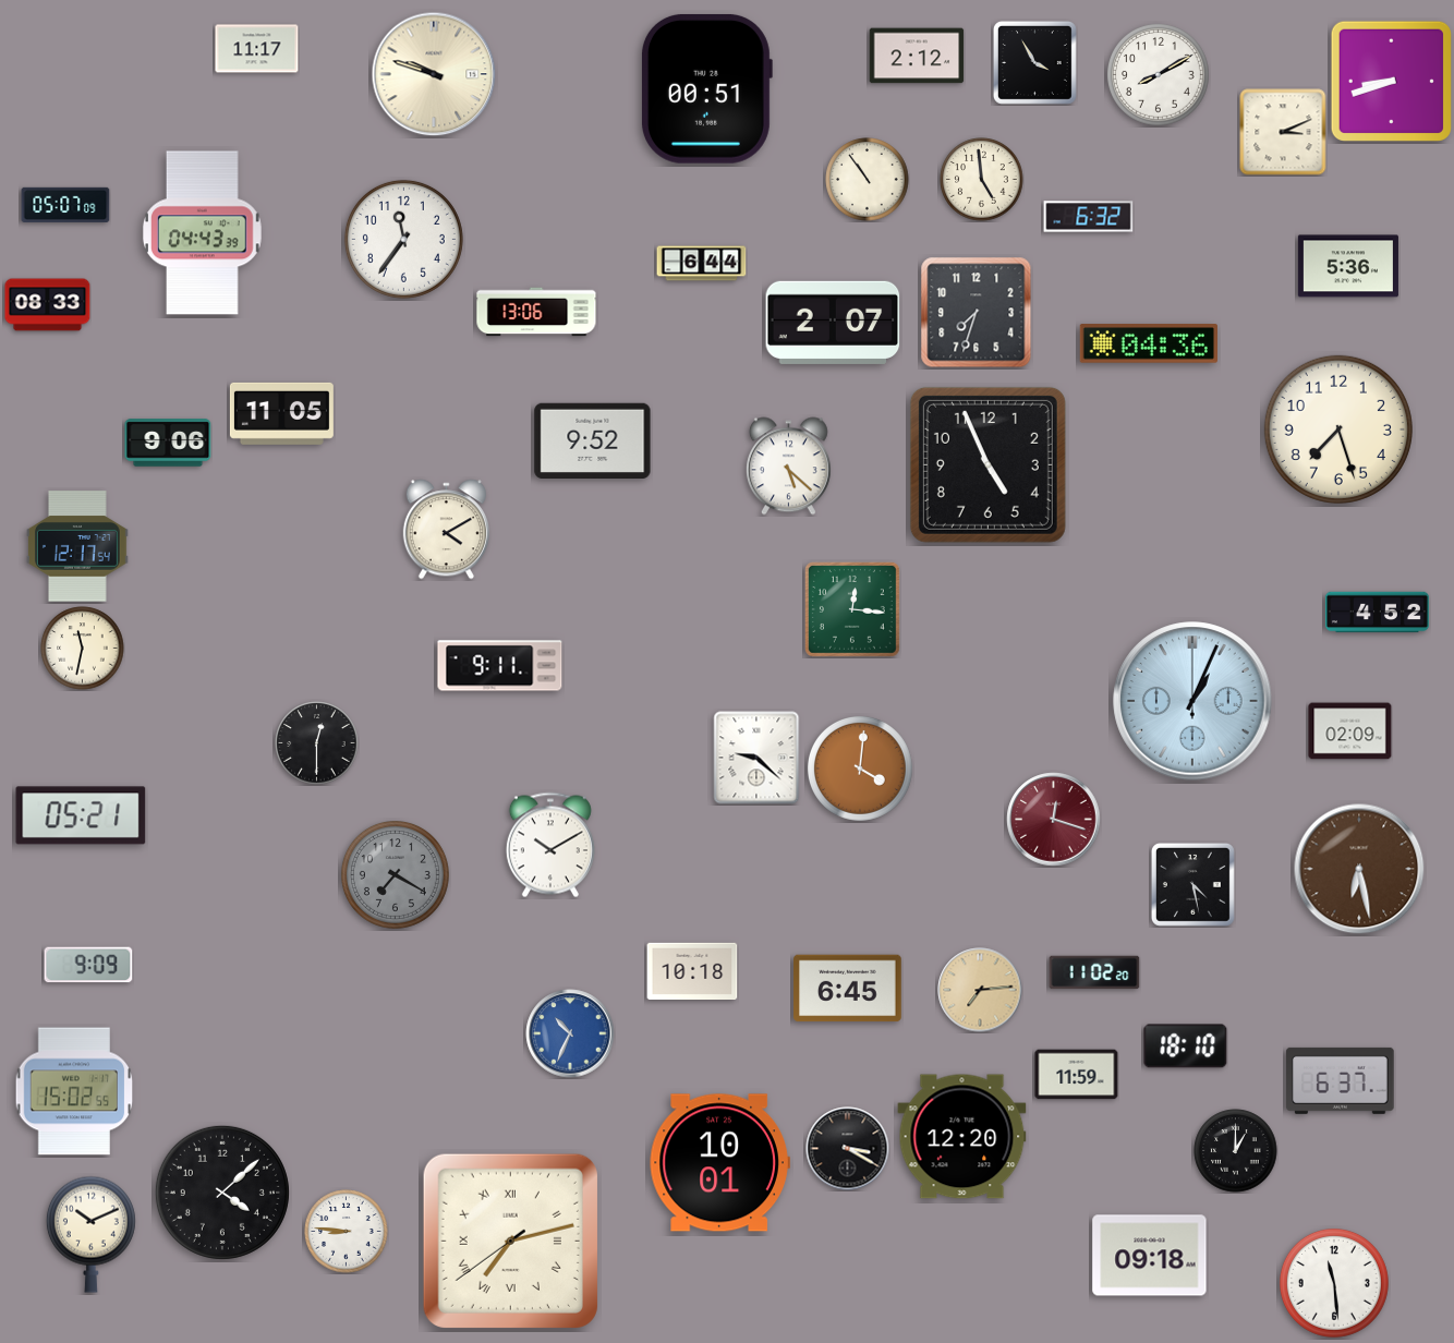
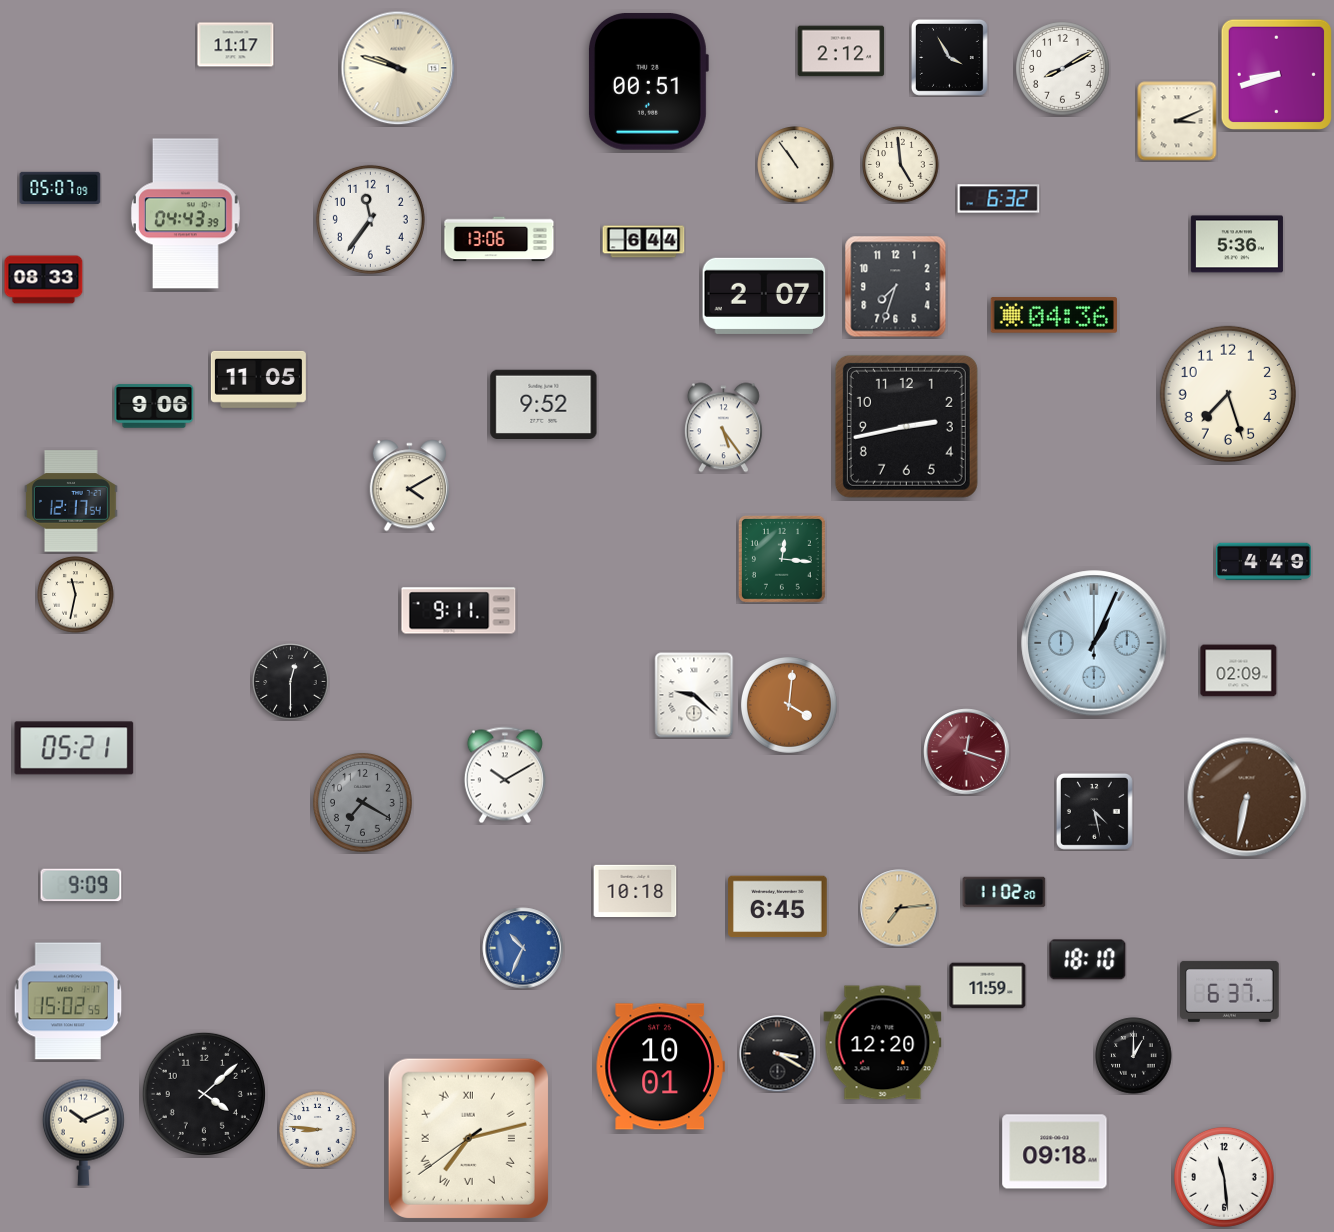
clock at (536, 312) position: (536, 312) -> (499, 239)
clock at (987, 464): 4:56 -> 2:43
clock at (788, 467): 5:22 -> 5:24
clock at (1377, 613): 4:52 -> 4:49
clock at (1359, 869): 6:28 -> 6:32
